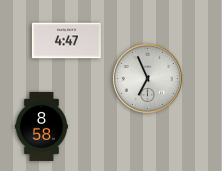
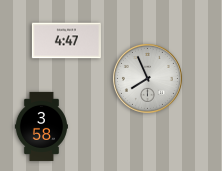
clock at (147, 78): 6:56 -> 7:56
clock at (41, 126): 8:58 -> 3:58
